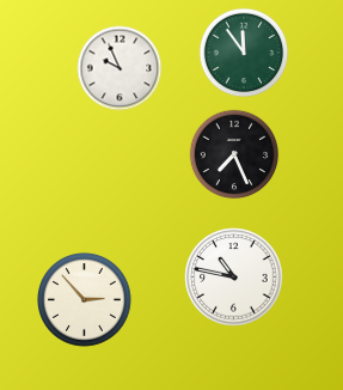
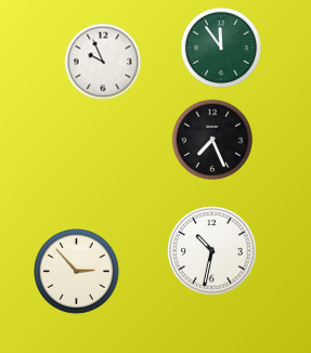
clock at (120, 68) position: (120, 68) -> (103, 62)
clock at (234, 278): 10:47 -> 10:32
